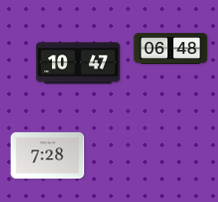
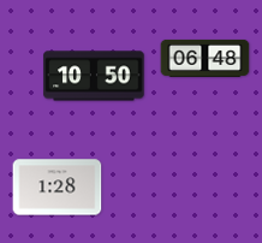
clock at (78, 63): 10:47 -> 10:50
clock at (48, 156): 7:28 -> 1:28
